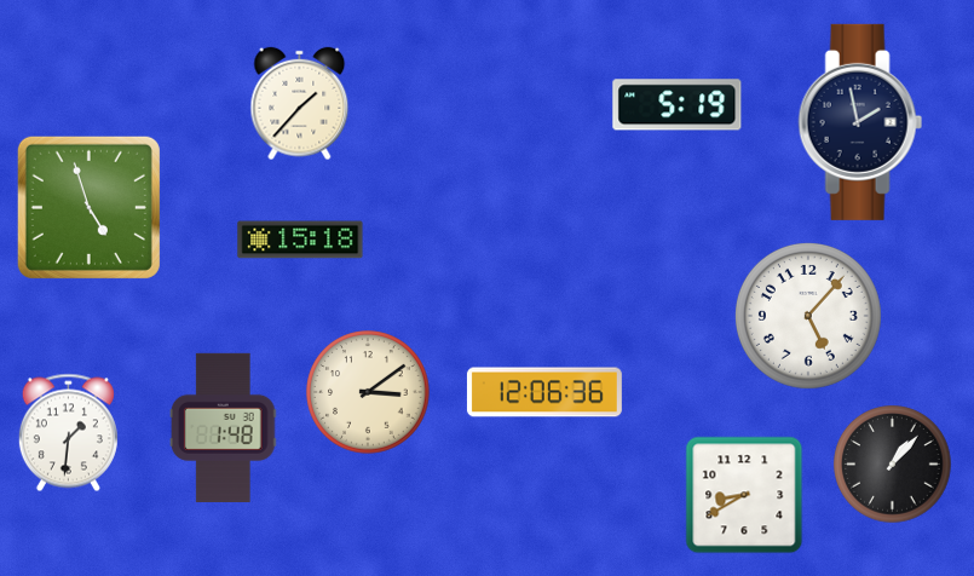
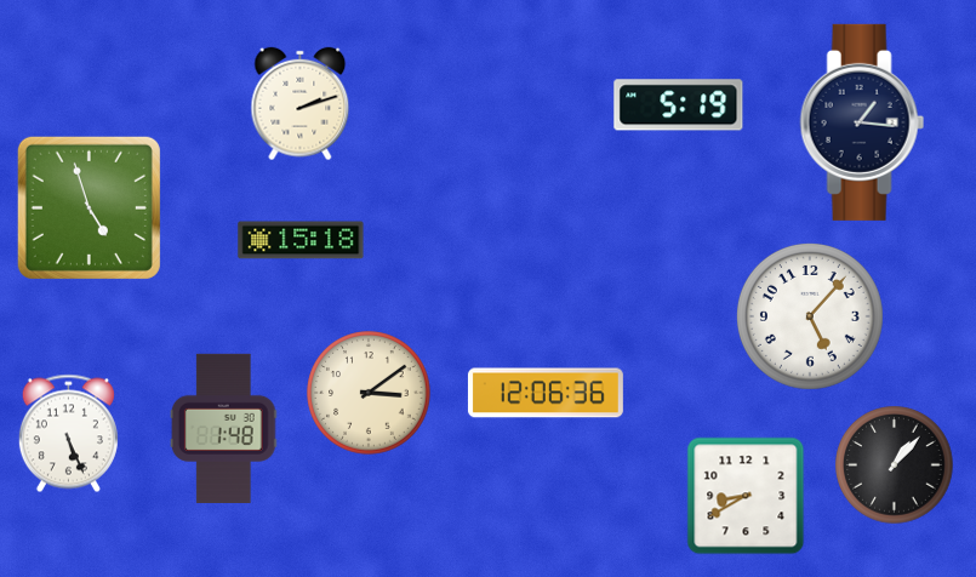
clock at (300, 104): 1:37 -> 2:12
clock at (860, 122): 1:58 -> 1:16
clock at (68, 433): 1:31 -> 5:26
